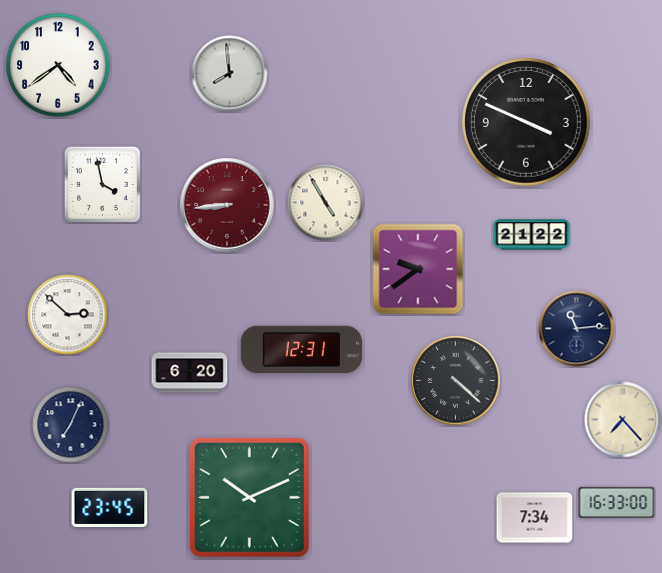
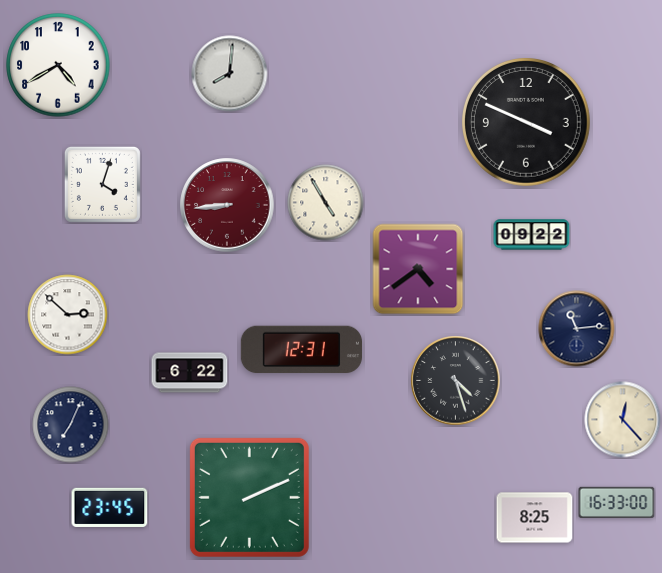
clock at (58, 65): 4:39 -> 4:40
clock at (230, 74): 7:59 -> 8:01
clock at (102, 184): 3:58 -> 4:03
clock at (532, 235): 21:22 -> 09:22
clock at (418, 269): 9:39 -> 4:39
clock at (190, 373): 6:20 -> 6:22
clock at (456, 381): 4:22 -> 4:27
clock at (623, 420): 7:23 -> 12:23
clock at (249, 497): 10:11 -> 2:11
clock at (535, 518): 7:34 -> 8:25
